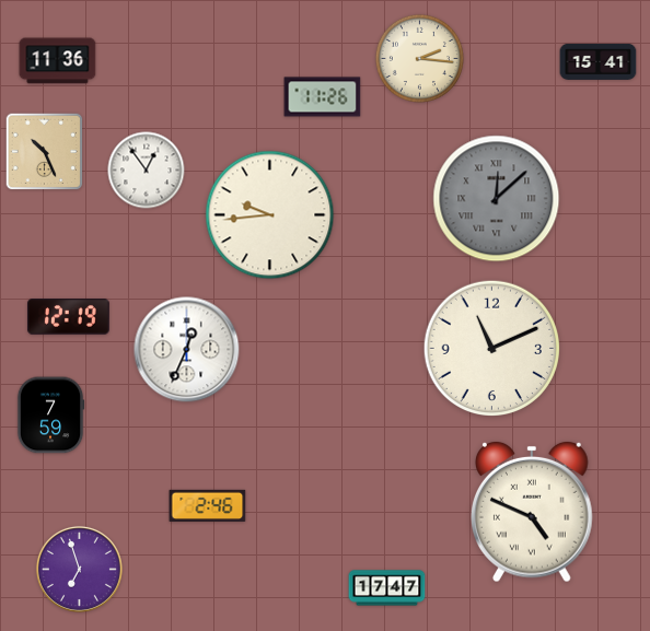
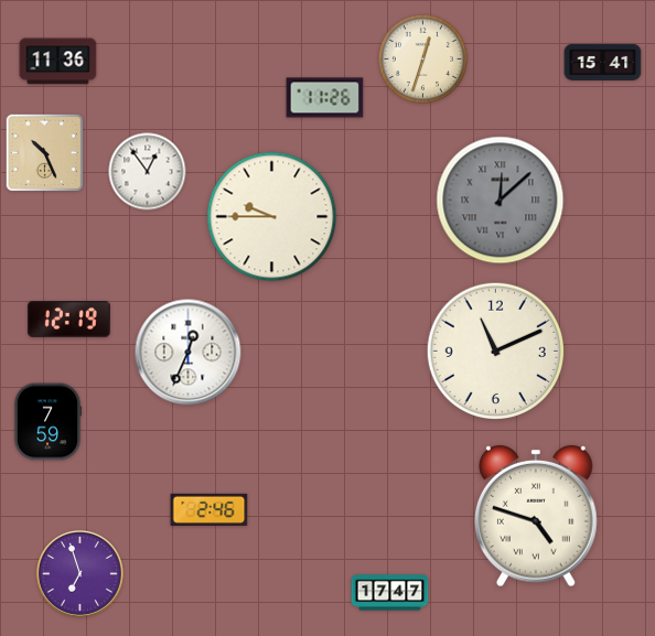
clock at (419, 58): 2:16 -> 12:33
clock at (270, 215): 9:44 -> 9:45
clock at (50, 416) position: (50, 416) -> (47, 422)
clock at (533, 512): 4:49 -> 4:48
